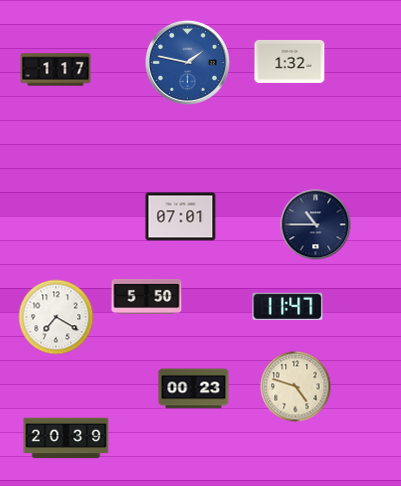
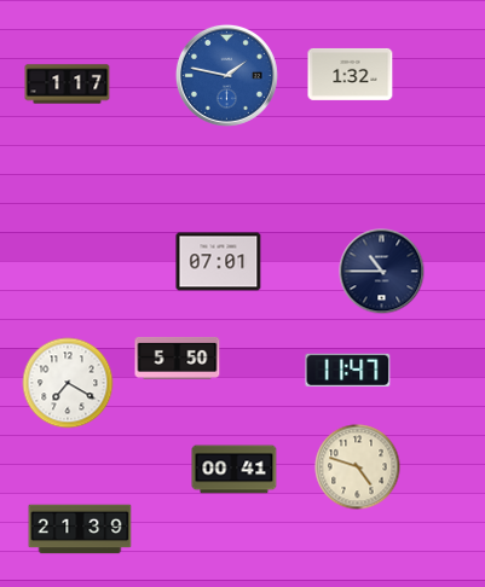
clock at (194, 389): 00:23 -> 00:41
clock at (66, 438): 20:39 -> 21:39
